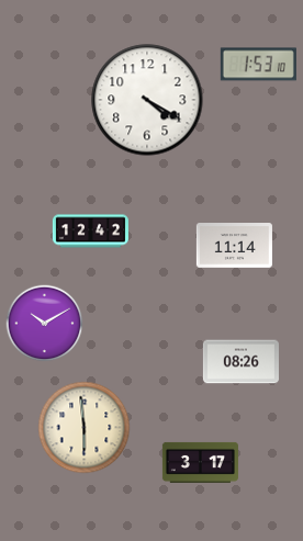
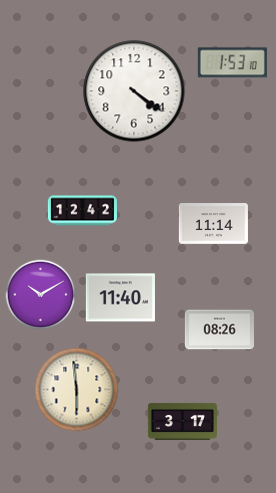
clock at (258, 65) position: (258, 65) -> (232, 63)
clock at (147, 100): 4:20 -> 4:21
clock at (120, 298): none -> 11:40
